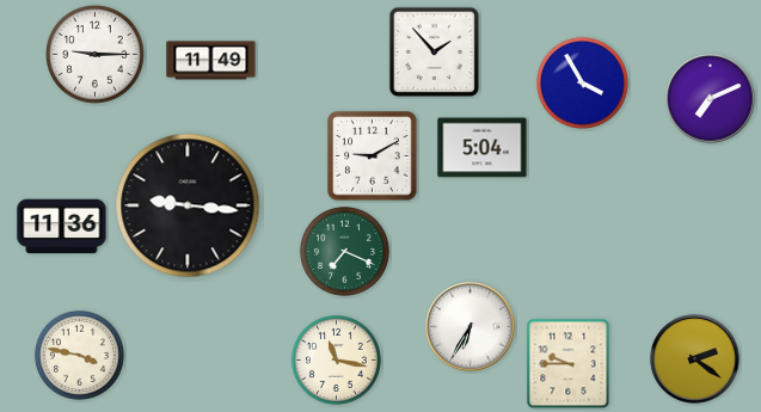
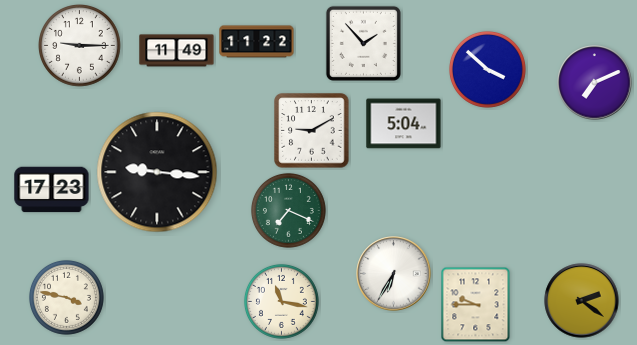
clock at (257, 42): none -> 11:22
clock at (582, 82): 3:55 -> 3:52
clock at (62, 227): 11:36 -> 17:23
